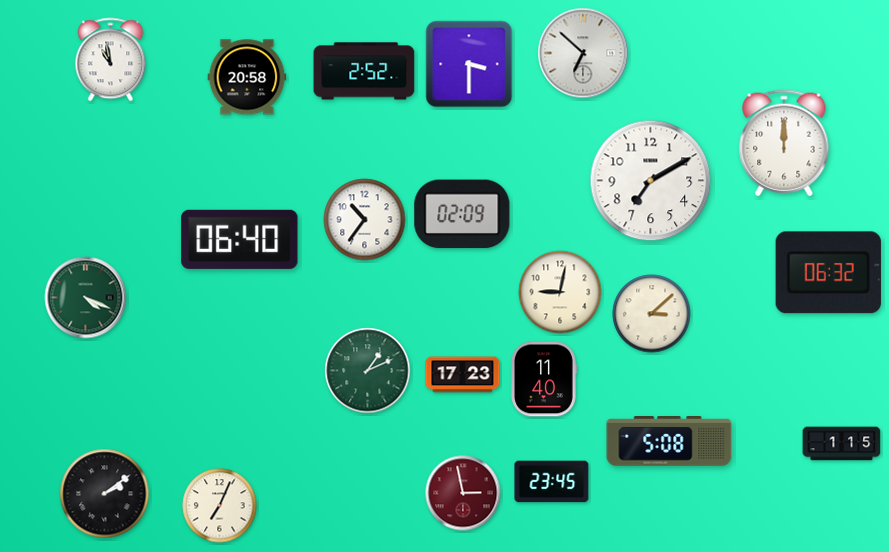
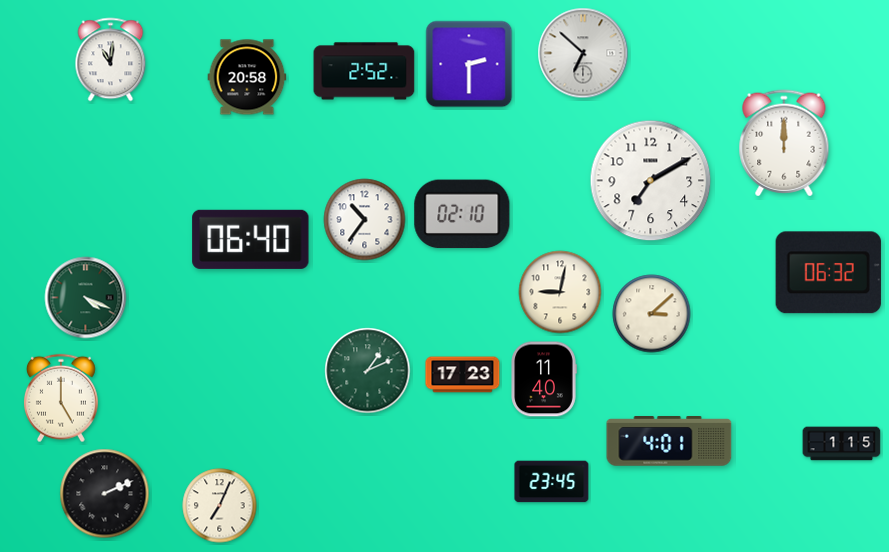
clock at (111, 60): 10:58 -> 11:01
clock at (469, 64): 3:30 -> 2:30
clock at (462, 214): 02:09 -> 02:10
clock at (240, 239) position: (240, 239) -> (251, 239)
clock at (61, 398): none -> 5:00
clock at (669, 442): 5:08 -> 4:01
clock at (463, 493): 2:58 -> none
clock at (105, 494): 2:09 -> 2:11
